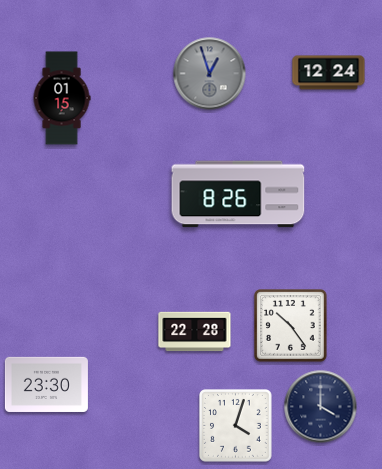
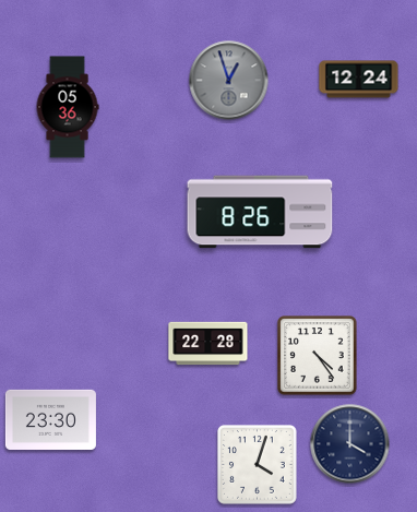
clock at (62, 98): 01:15 -> 05:36
clock at (291, 326): 10:24 -> 4:24
clock at (195, 332) position: (195, 332) -> (208, 344)
